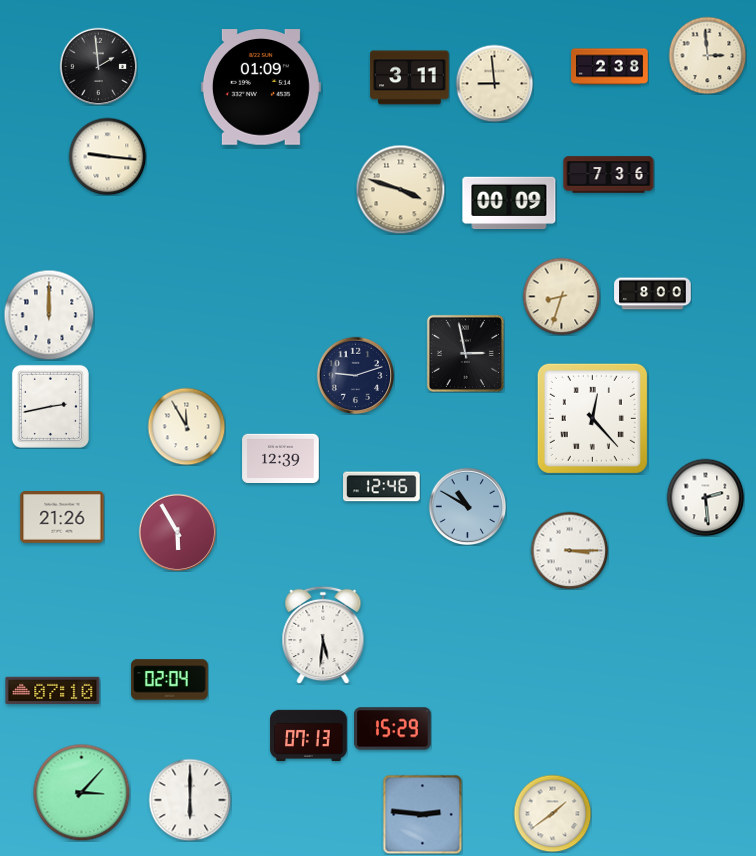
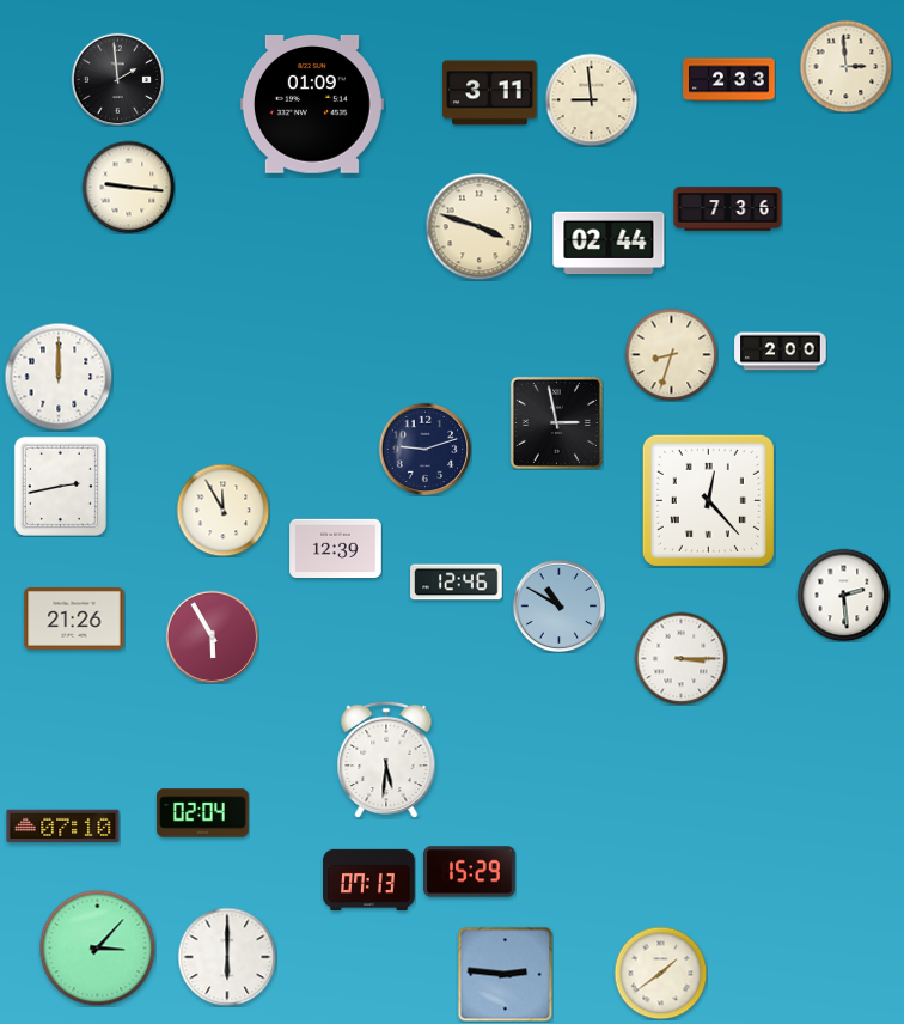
clock at (610, 67): 2:38 -> 2:33
clock at (509, 203): 00:09 -> 02:44
clock at (653, 294): 8:00 -> 2:00
